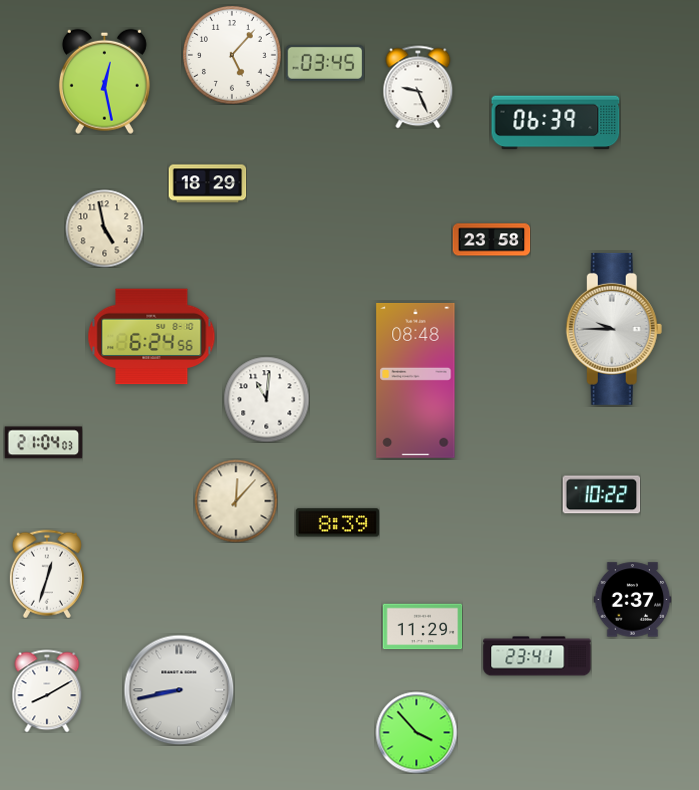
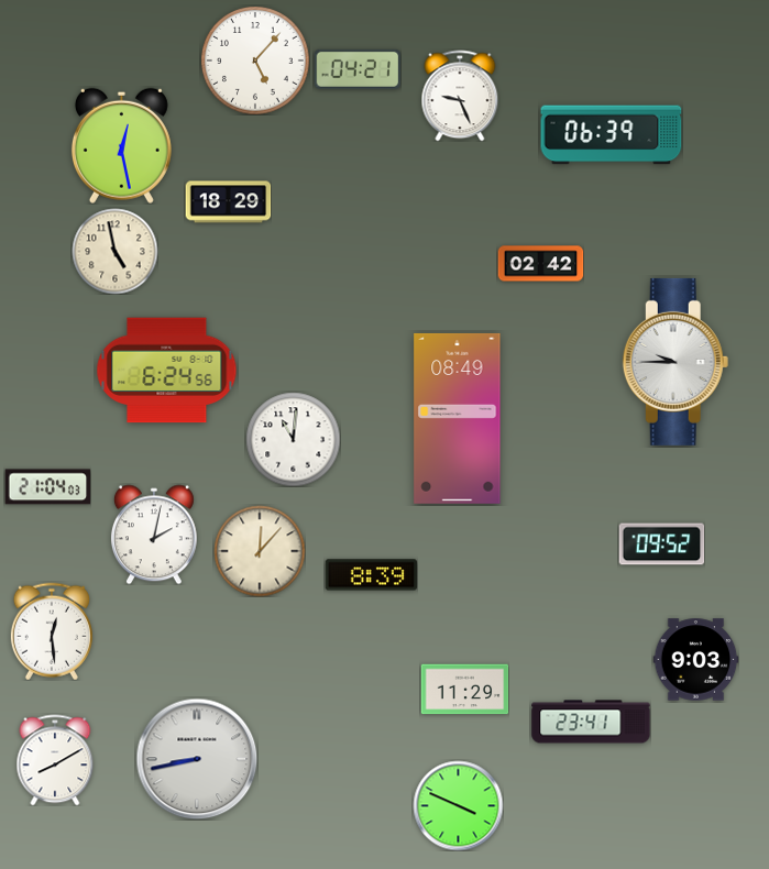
clock at (325, 63): 03:45 -> 04:21
clock at (104, 81) position: (104, 81) -> (121, 145)
clock at (491, 240): 23:58 -> 02:42
clock at (416, 380): 08:48 -> 08:49
clock at (154, 535): none -> 2:02
clock at (601, 495): 10:22 -> 09:52
clock at (47, 574): 12:33 -> 12:29
clock at (632, 600): 2:37 -> 9:03
clock at (47, 691) position: (47, 691) -> (55, 760)
clock at (416, 732): 3:53 -> 3:49
